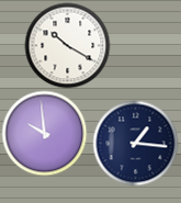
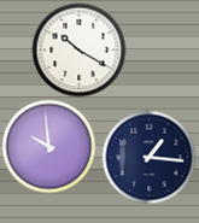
clock at (67, 45) position: (67, 45) -> (78, 49)
